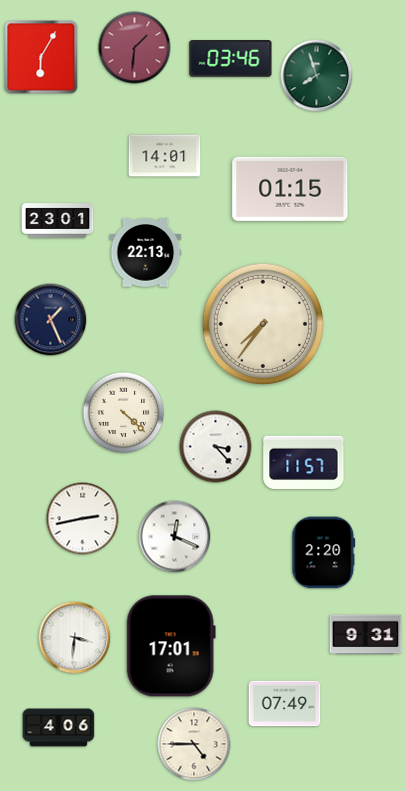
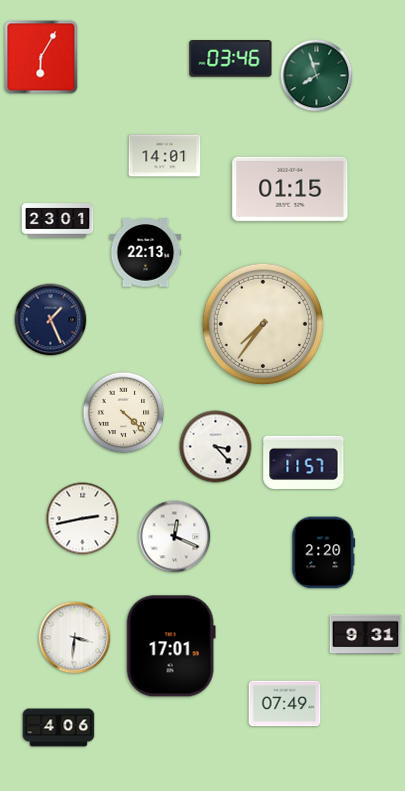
clock at (135, 48): 1:31 -> none
clock at (194, 744): 4:45 -> none
